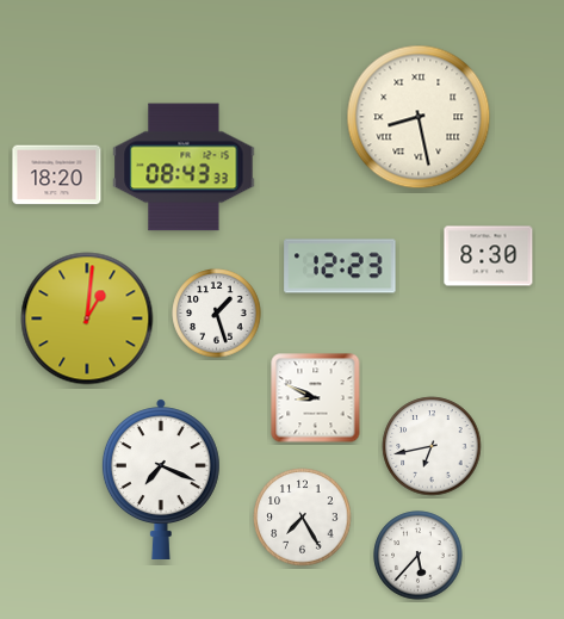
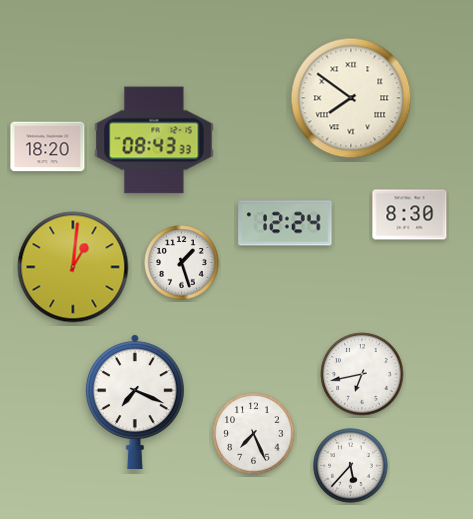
clock at (419, 117): 8:28 -> 7:51
clock at (340, 266): 12:23 -> 12:24
clock at (316, 398): 8:49 -> none
clock at (303, 518): 7:25 -> 7:26
